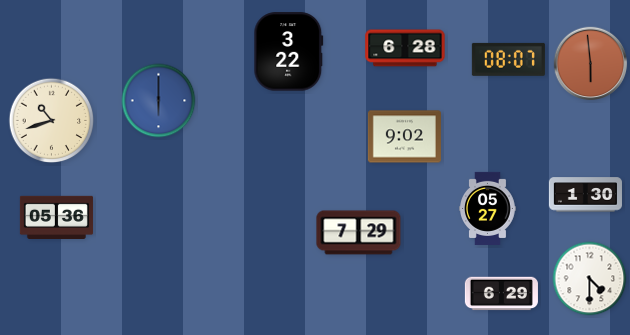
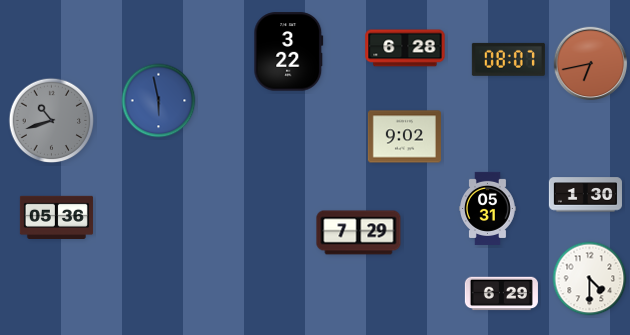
clock at (591, 64): 5:59 -> 6:43
clock at (159, 101): 6:00 -> 5:58
clock at (52, 121) dial: cream -> grey
clock at (488, 208): 05:27 -> 05:31
